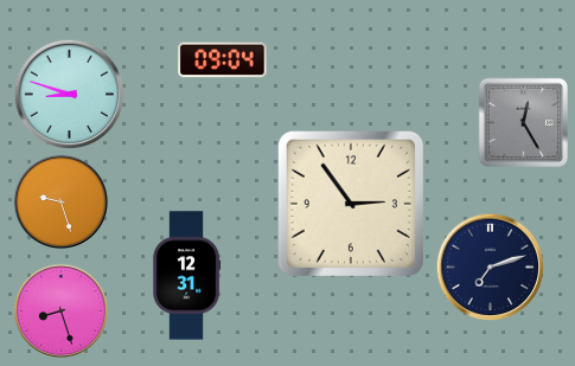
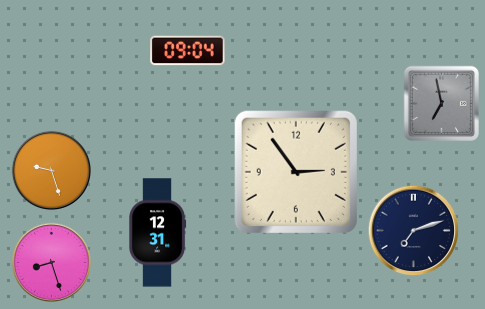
clock at (70, 95): 8:48 -> none
clock at (523, 122): 12:25 -> 6:58
clock at (491, 268) position: (491, 268) -> (414, 231)
